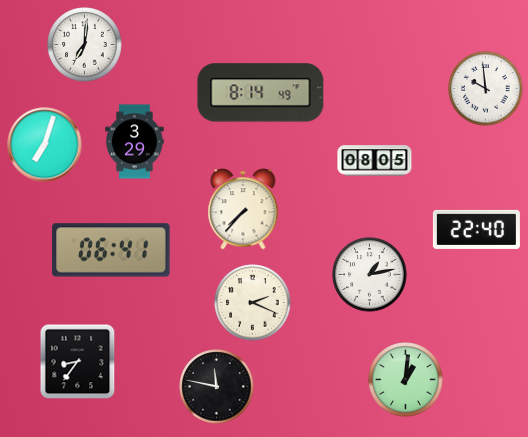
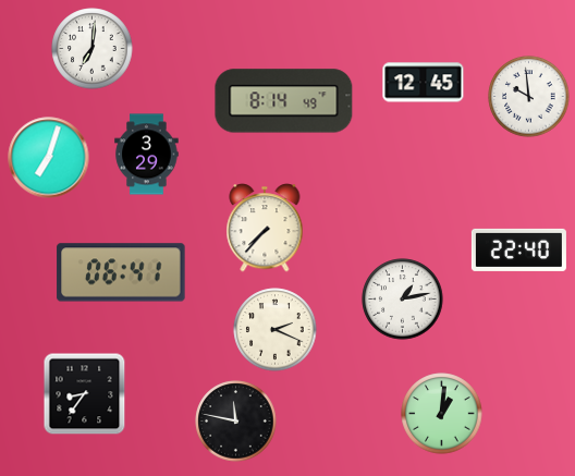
clock at (424, 83): none -> 12:45
clock at (375, 161): 08:05 -> none
